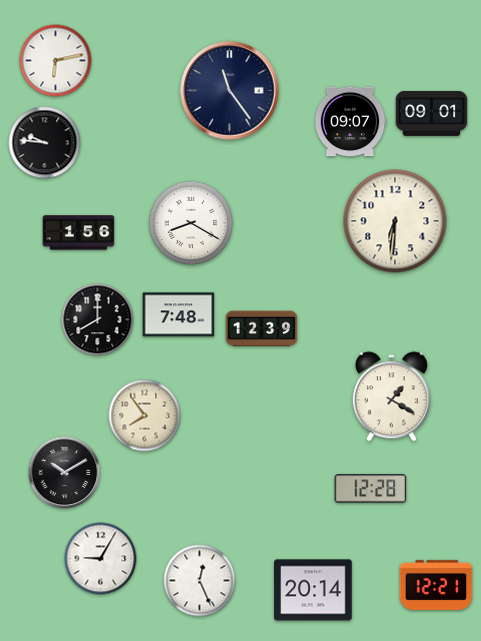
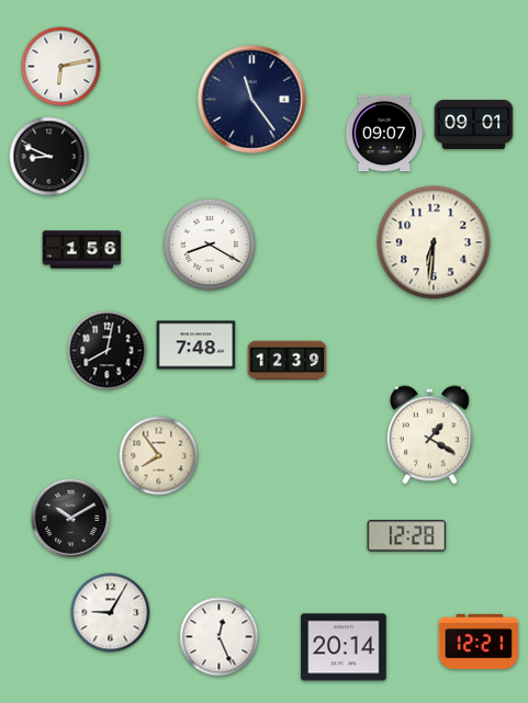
clock at (45, 143): 9:46 -> 8:49
clock at (79, 233) position: (79, 233) -> (82, 250)
clock at (98, 320): 8:00 -> 8:02
